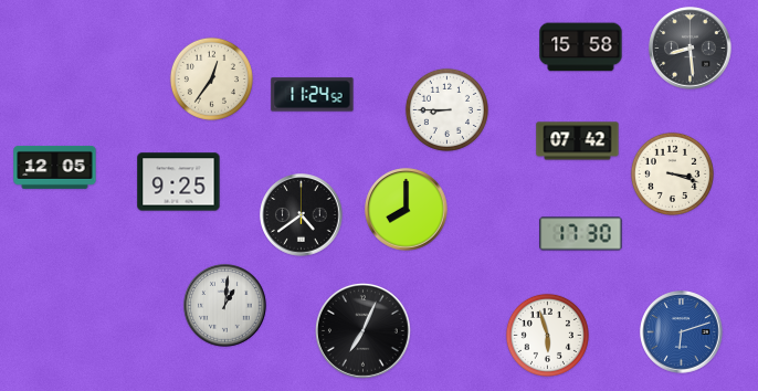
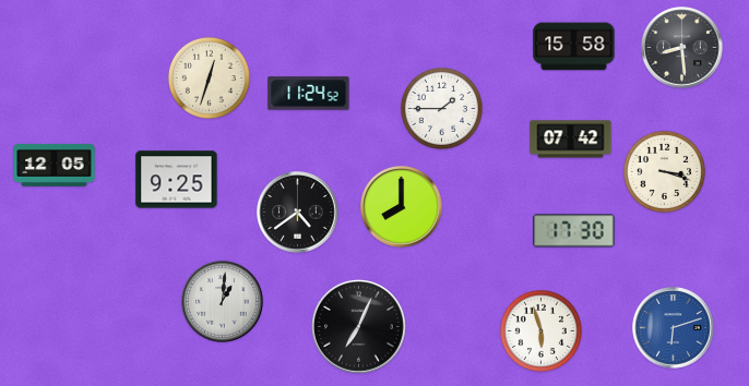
clock at (211, 78): 12:36 -> 12:33
clock at (446, 109): 8:45 -> 1:45
